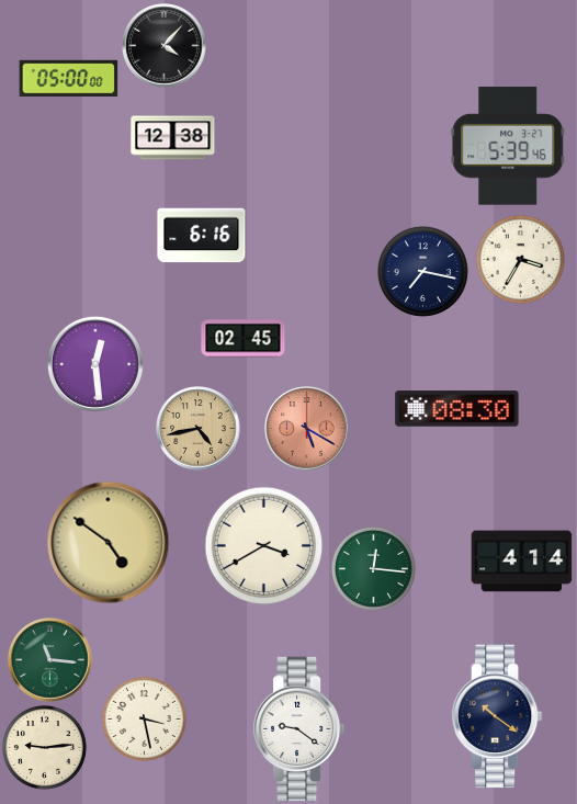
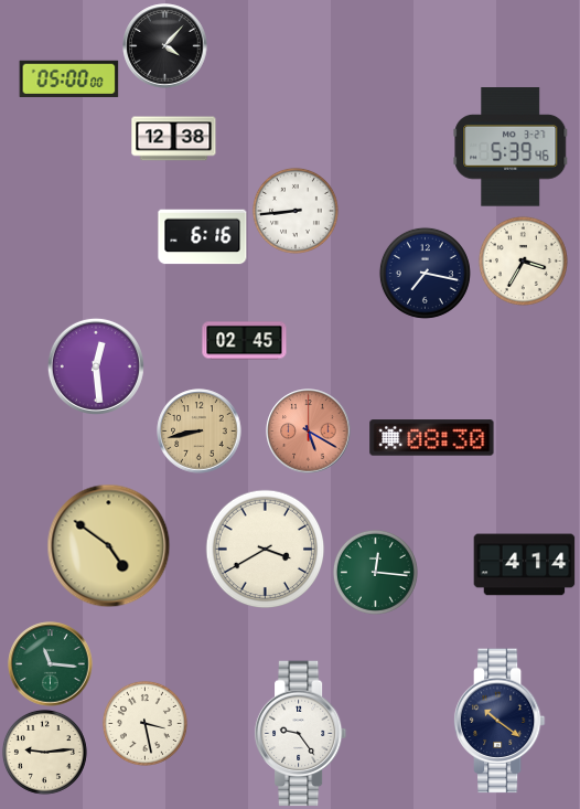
clock at (296, 211): none -> 8:44
clock at (457, 409) position: (457, 409) -> (432, 438)
clock at (199, 429): 4:43 -> 8:43
clock at (299, 729): 9:21 -> 9:24
